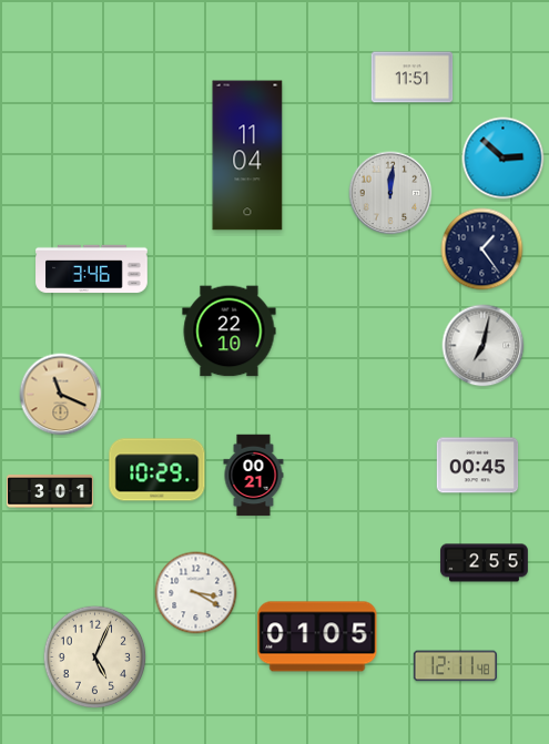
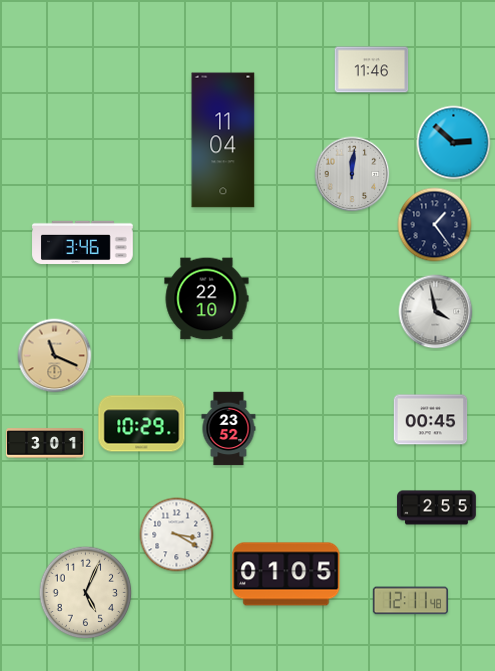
clock at (413, 78): 11:51 -> 11:46
clock at (484, 346): 7:02 -> 3:58
clock at (254, 476): 00:21 -> 23:52
